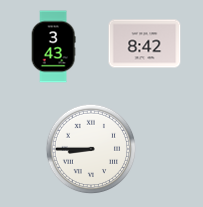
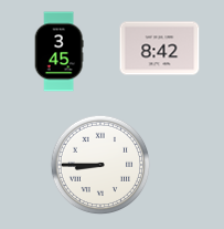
clock at (53, 47): 3:43 -> 3:45
